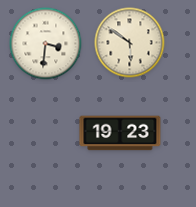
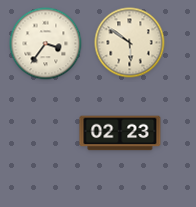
clock at (46, 44): 3:31 -> 3:36
clock at (120, 133): 19:23 -> 02:23
